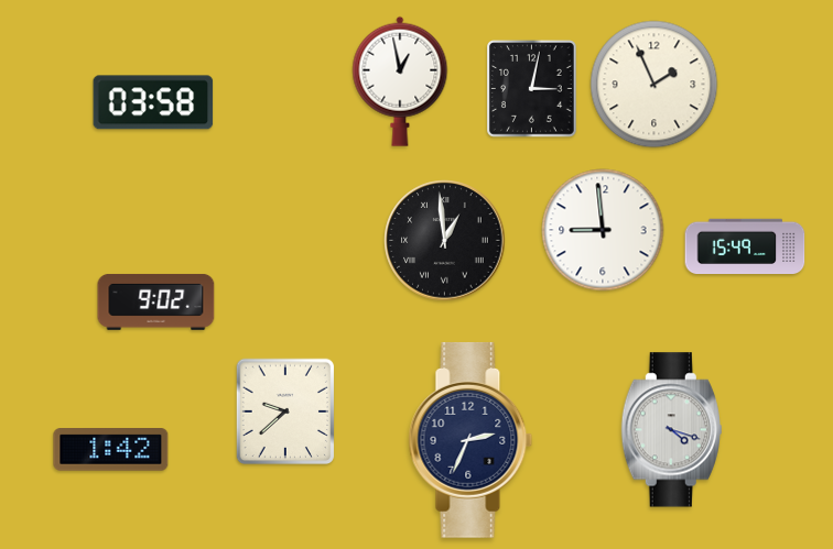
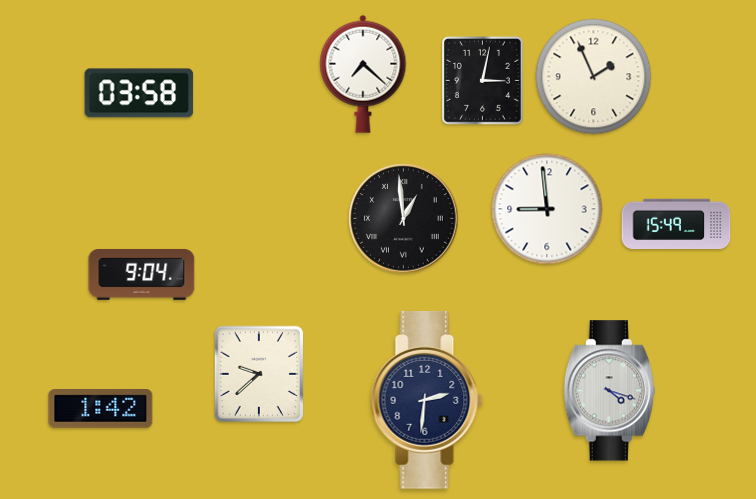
clock at (400, 81): 12:58 -> 7:22
clock at (156, 301): 9:02 -> 9:04
clock at (470, 440): 2:34 -> 2:31
